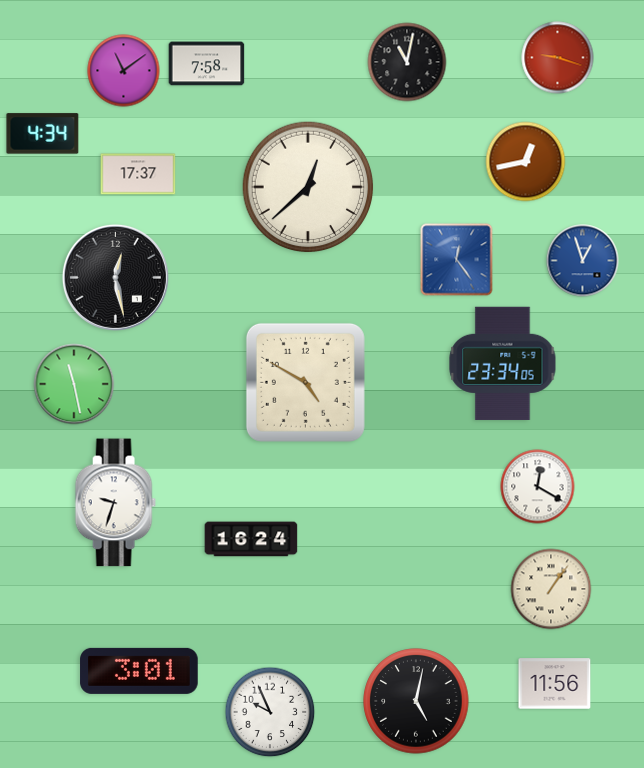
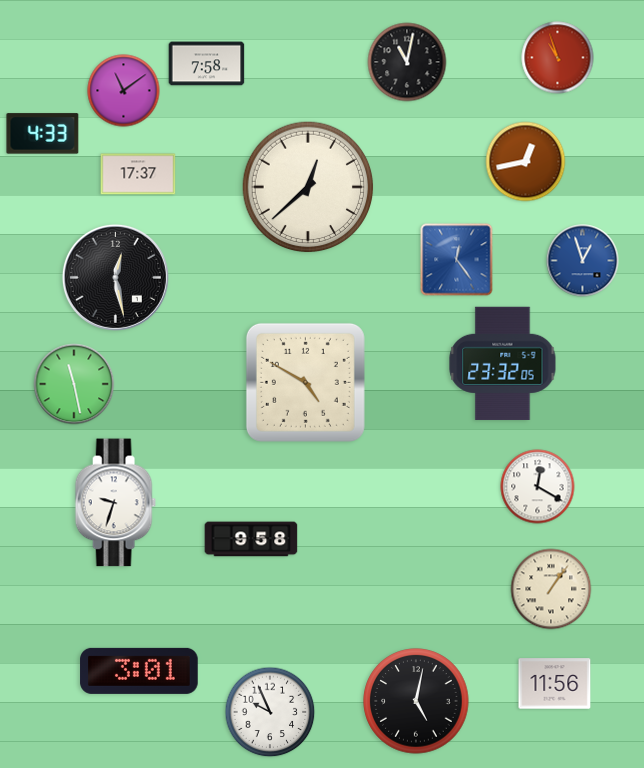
clock at (558, 58): 9:18 -> 10:57
clock at (124, 71) position: (124, 71) -> (124, 91)
clock at (43, 134): 4:34 -> 4:33
clock at (503, 363): 23:34 -> 23:32
clock at (251, 539): 16:24 -> 9:58
